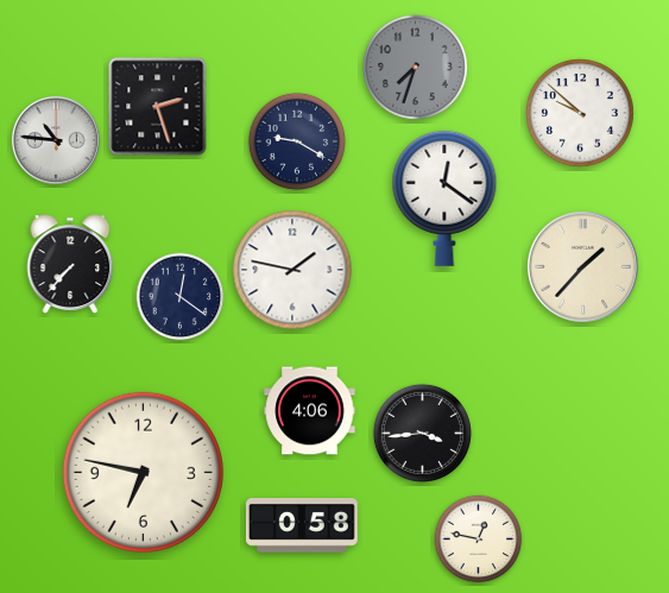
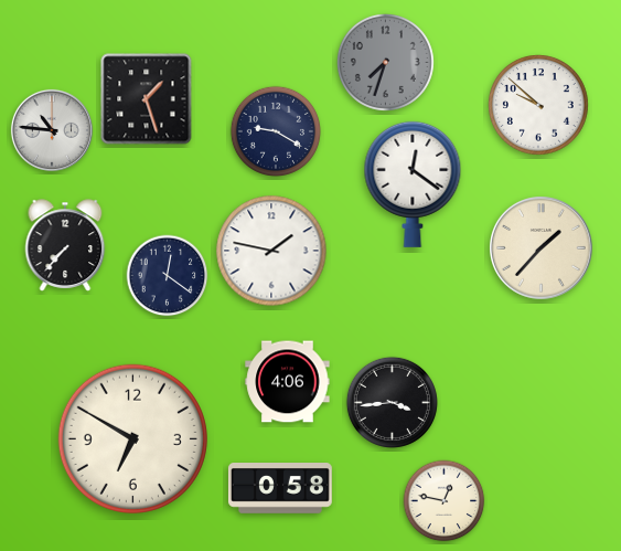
clock at (158, 107): 2:27 -> 1:27
clock at (143, 472): 6:47 -> 6:50
